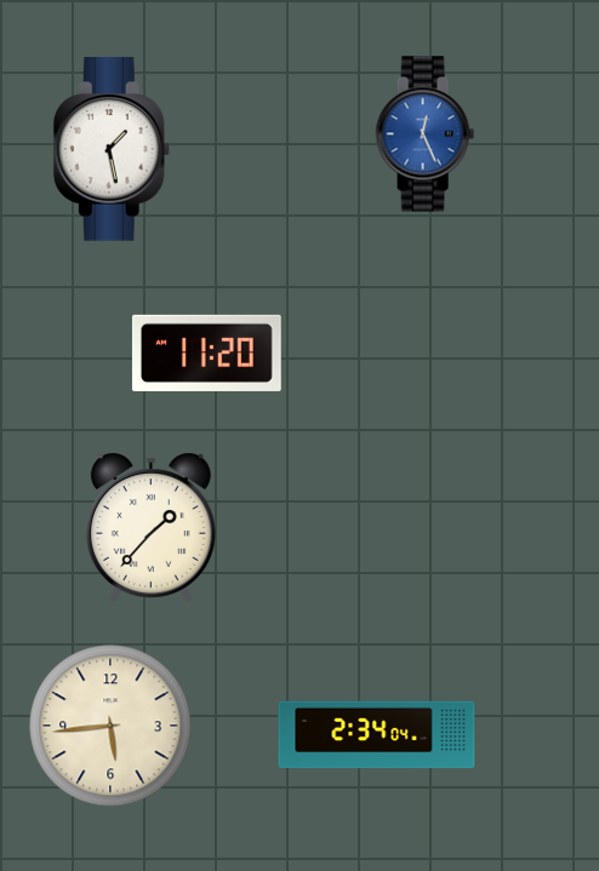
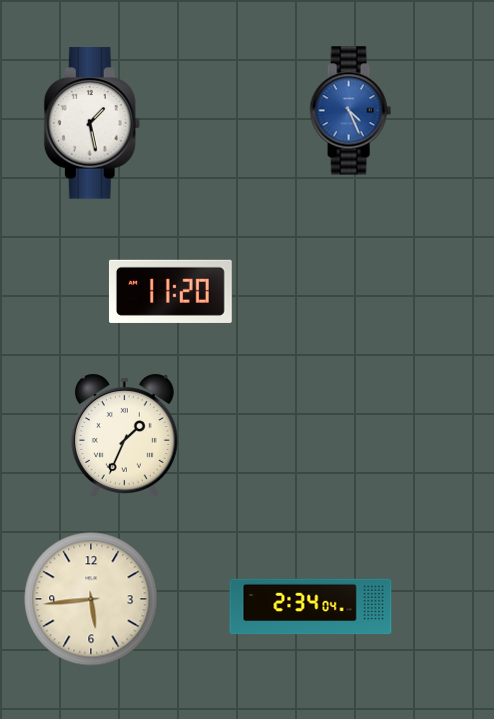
clock at (424, 134): 12:26 -> 4:26
clock at (150, 527): 1:37 -> 1:34
